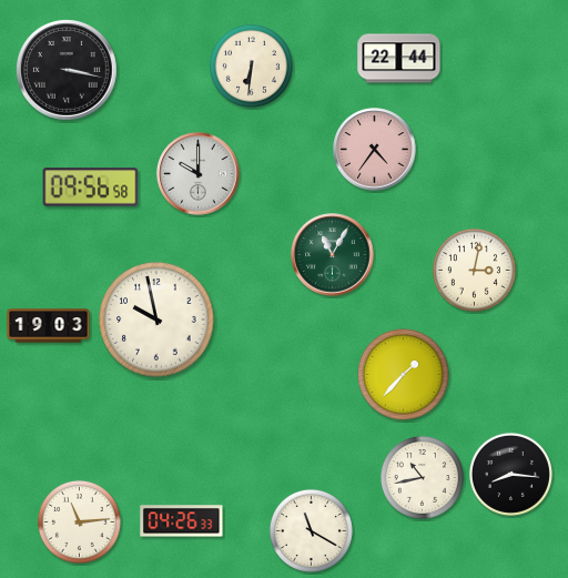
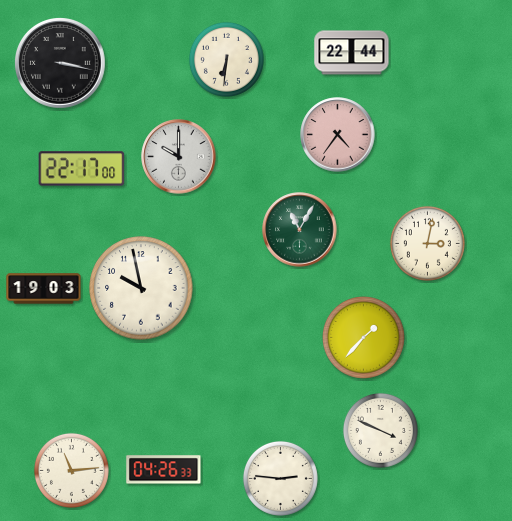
clock at (399, 59) position: (399, 59) -> (352, 53)
clock at (91, 187): 09:56 -> 22:17
clock at (49, 326) position: (49, 326) -> (44, 289)
clock at (510, 474): 8:16 -> none
clock at (422, 477): 10:43 -> 3:49
clock at (311, 530): 11:20 -> 2:46
